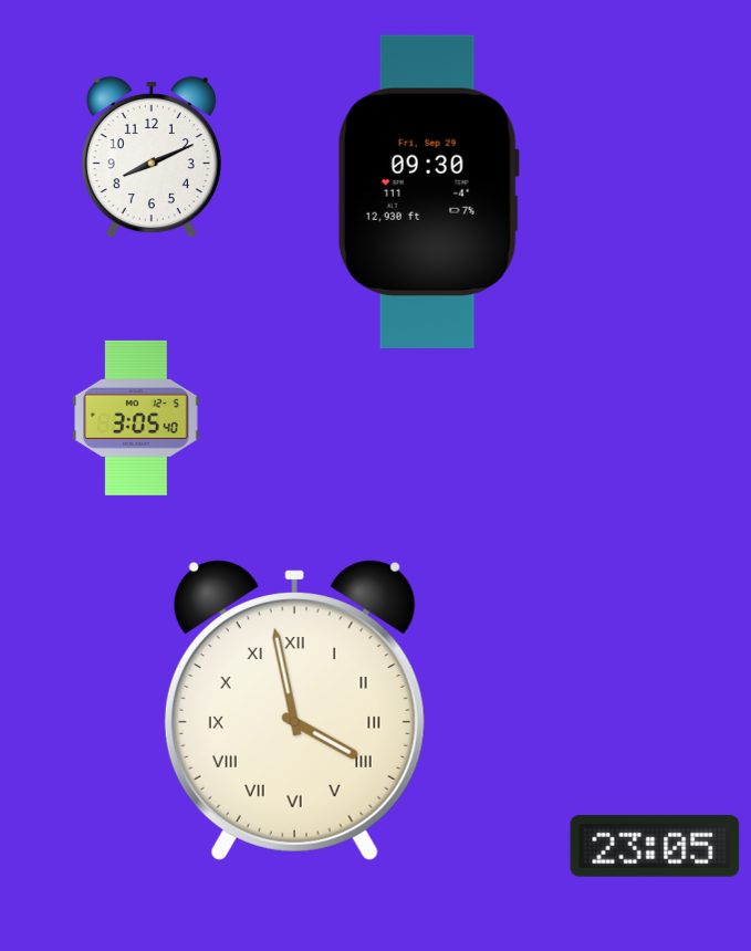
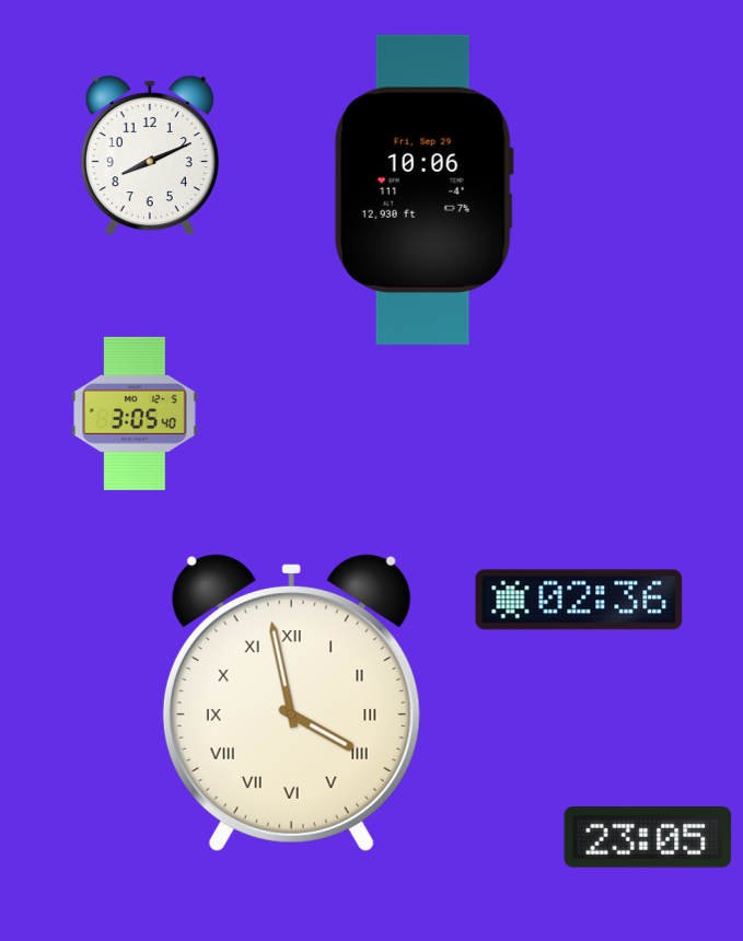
clock at (428, 191): 09:30 -> 10:06
clock at (579, 600): none -> 02:36
